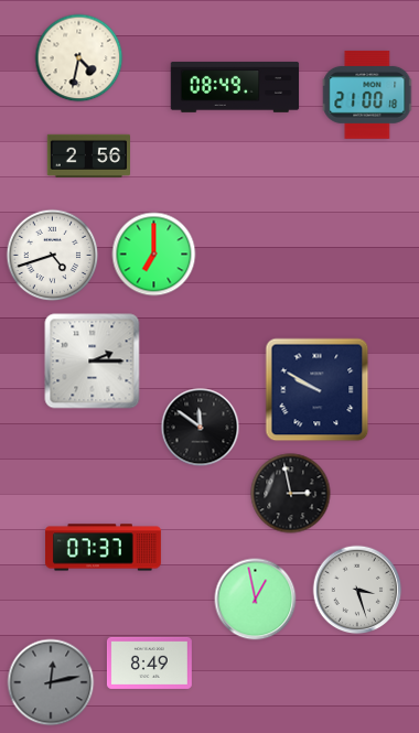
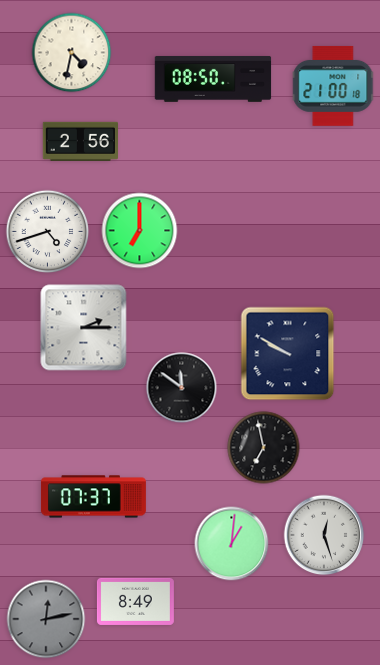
clock at (235, 87): 08:49 -> 08:50
clock at (291, 494): 2:58 -> 6:58
clock at (357, 590): 3:27 -> 12:27
clock at (256, 600): 12:58 -> 1:01
